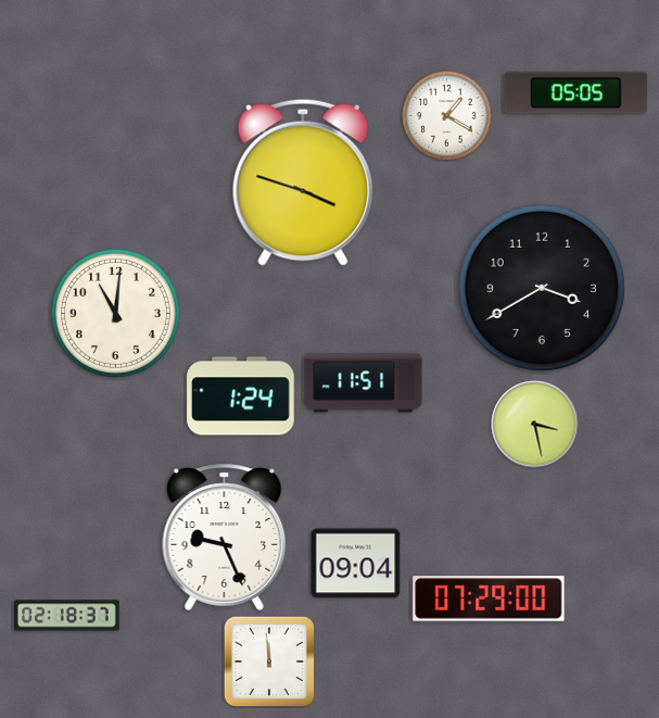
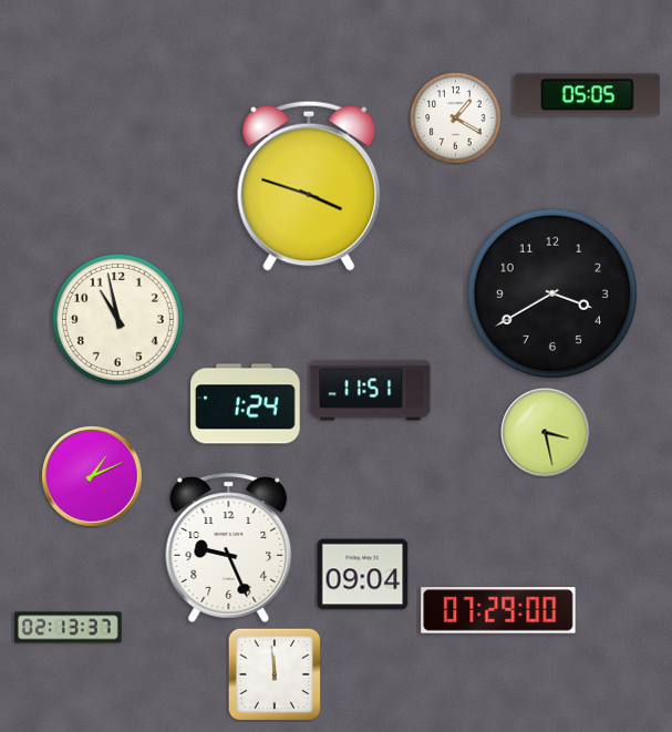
clock at (115, 313): 11:01 -> 10:58
clock at (92, 476): none -> 1:11
clock at (67, 616): 02:18 -> 02:13
